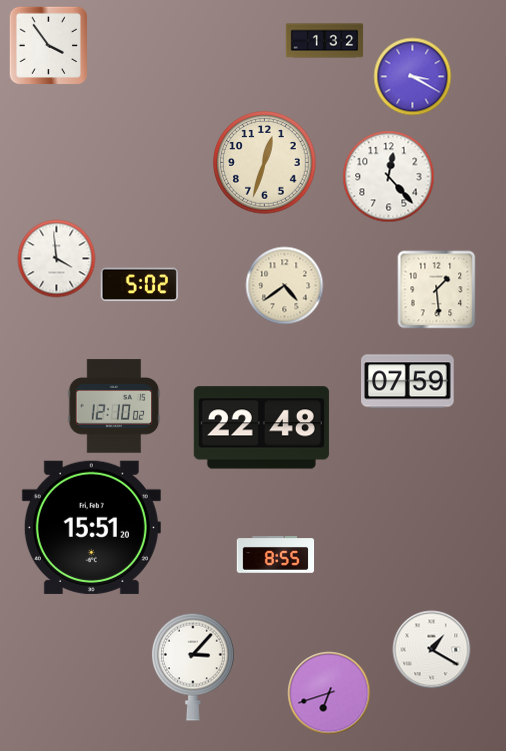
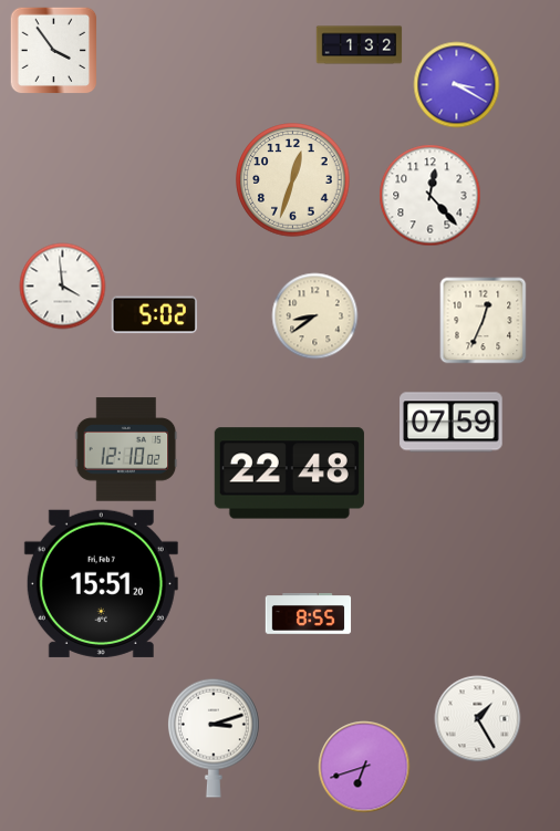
clock at (284, 285): 4:39 -> 8:39
clock at (436, 289): 1:29 -> 12:34
clock at (275, 555) position: (275, 555) -> (308, 614)
clock at (431, 649): 1:20 -> 1:25
clock at (193, 667): 3:07 -> 3:12
